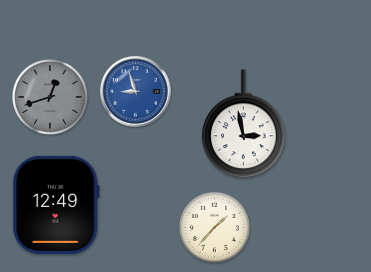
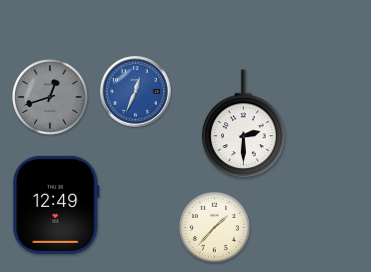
clock at (136, 92): 8:57 -> 12:34
clock at (244, 124): 2:58 -> 2:30
